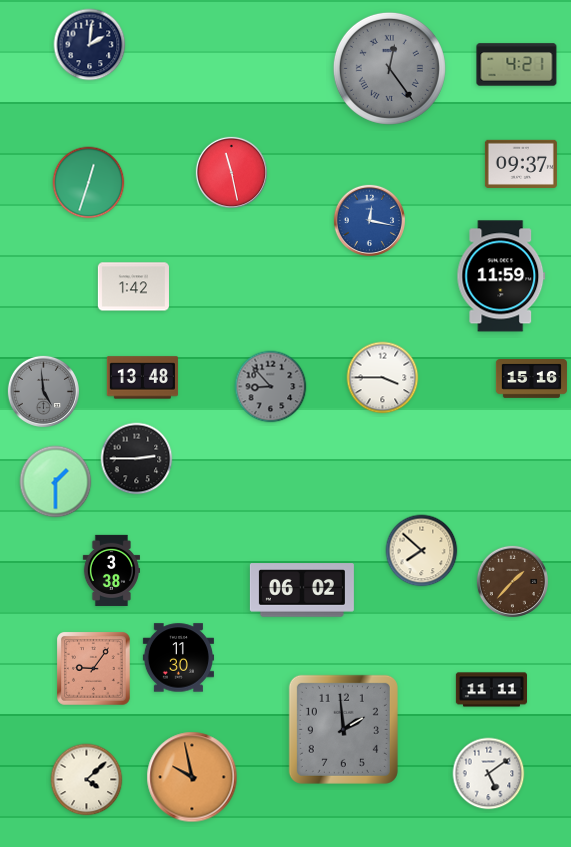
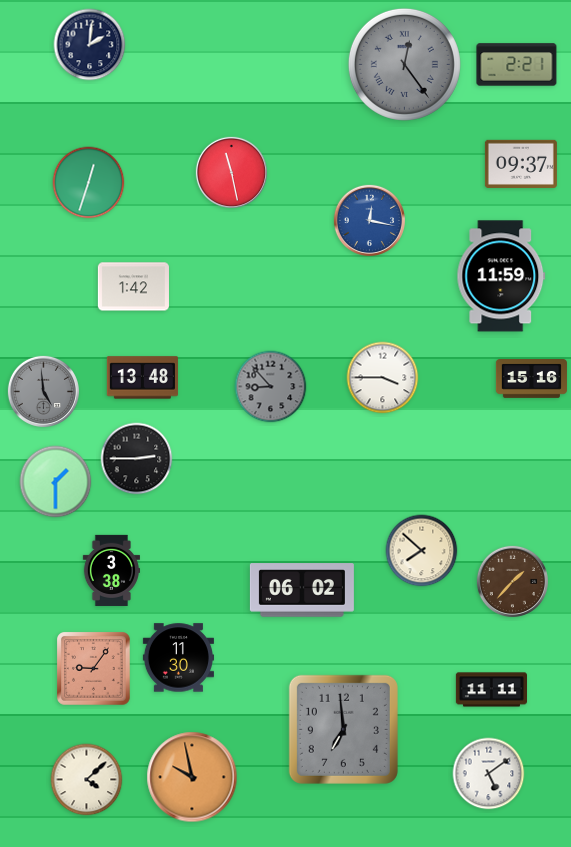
clock at (517, 65): 4:21 -> 2:21
clock at (389, 68) position: (389, 68) -> (404, 64)
clock at (343, 729): 1:59 -> 6:59
